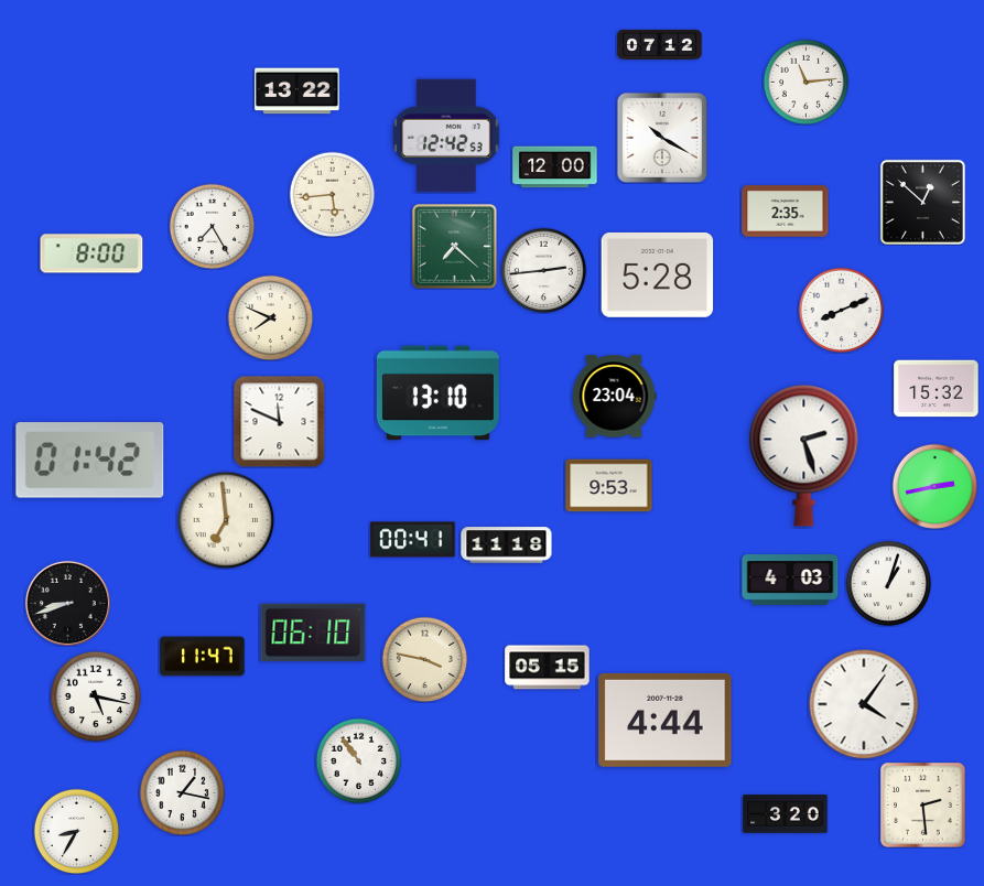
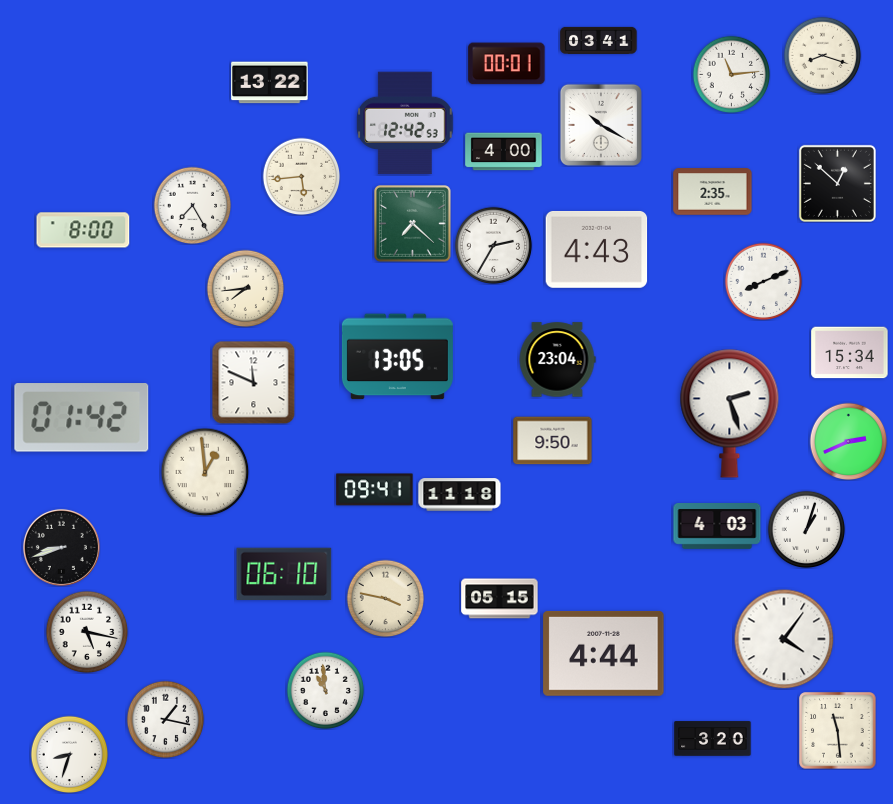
clock at (660, 44): 07:12 -> 03:41
clock at (822, 55): none -> 8:18
clock at (507, 64): none -> 00:01
clock at (555, 168): 12:00 -> 4:00
clock at (543, 270): 2:44 -> 2:35
clock at (658, 274): 5:28 -> 4:43
clock at (270, 317): 7:49 -> 7:44
clock at (937, 389): 15:32 -> 15:34
clock at (437, 393): 13:10 -> 13:05
clock at (609, 486): 9:53 -> 9:50
clock at (934, 486): 2:43 -> 2:41
clock at (226, 520): 6:59 -> 12:59
clock at (413, 540): 00:41 -> 09:41
clock at (203, 657): 11:47 -> none
clock at (548, 668) position: (548, 668) -> (500, 599)
clock at (358, 760): 10:54 -> 10:59
clock at (923, 806): 2:29 -> 11:29
clock at (76, 831): 8:35 -> 8:33
